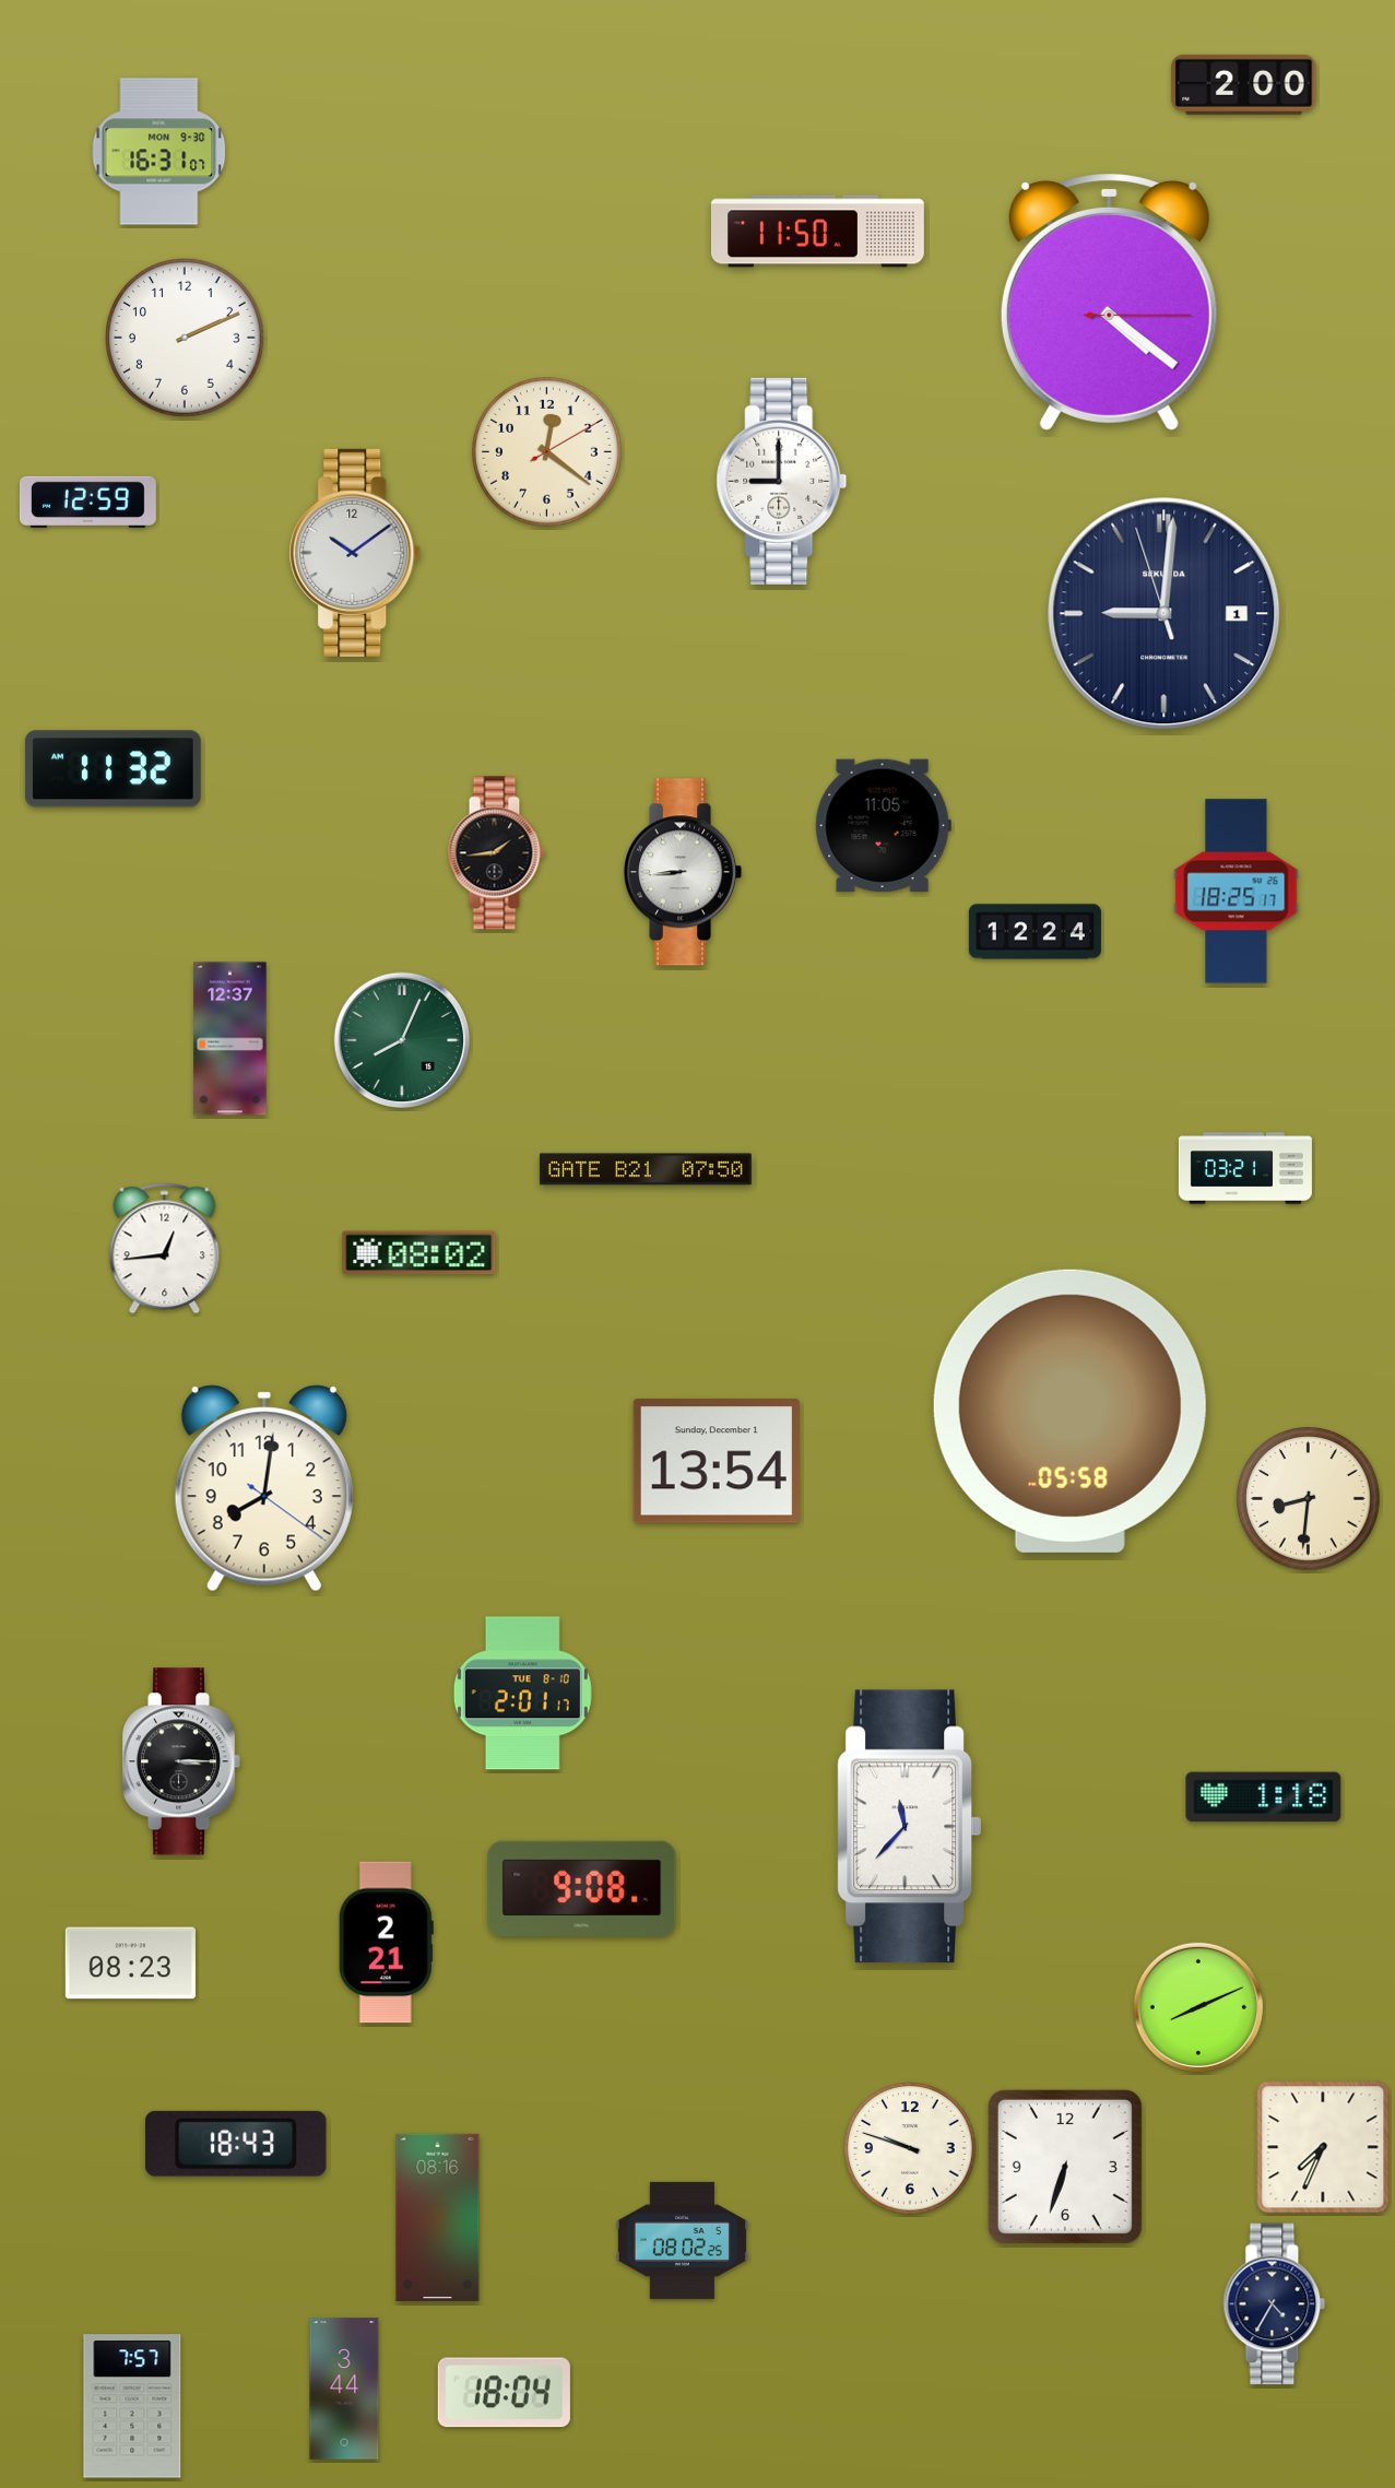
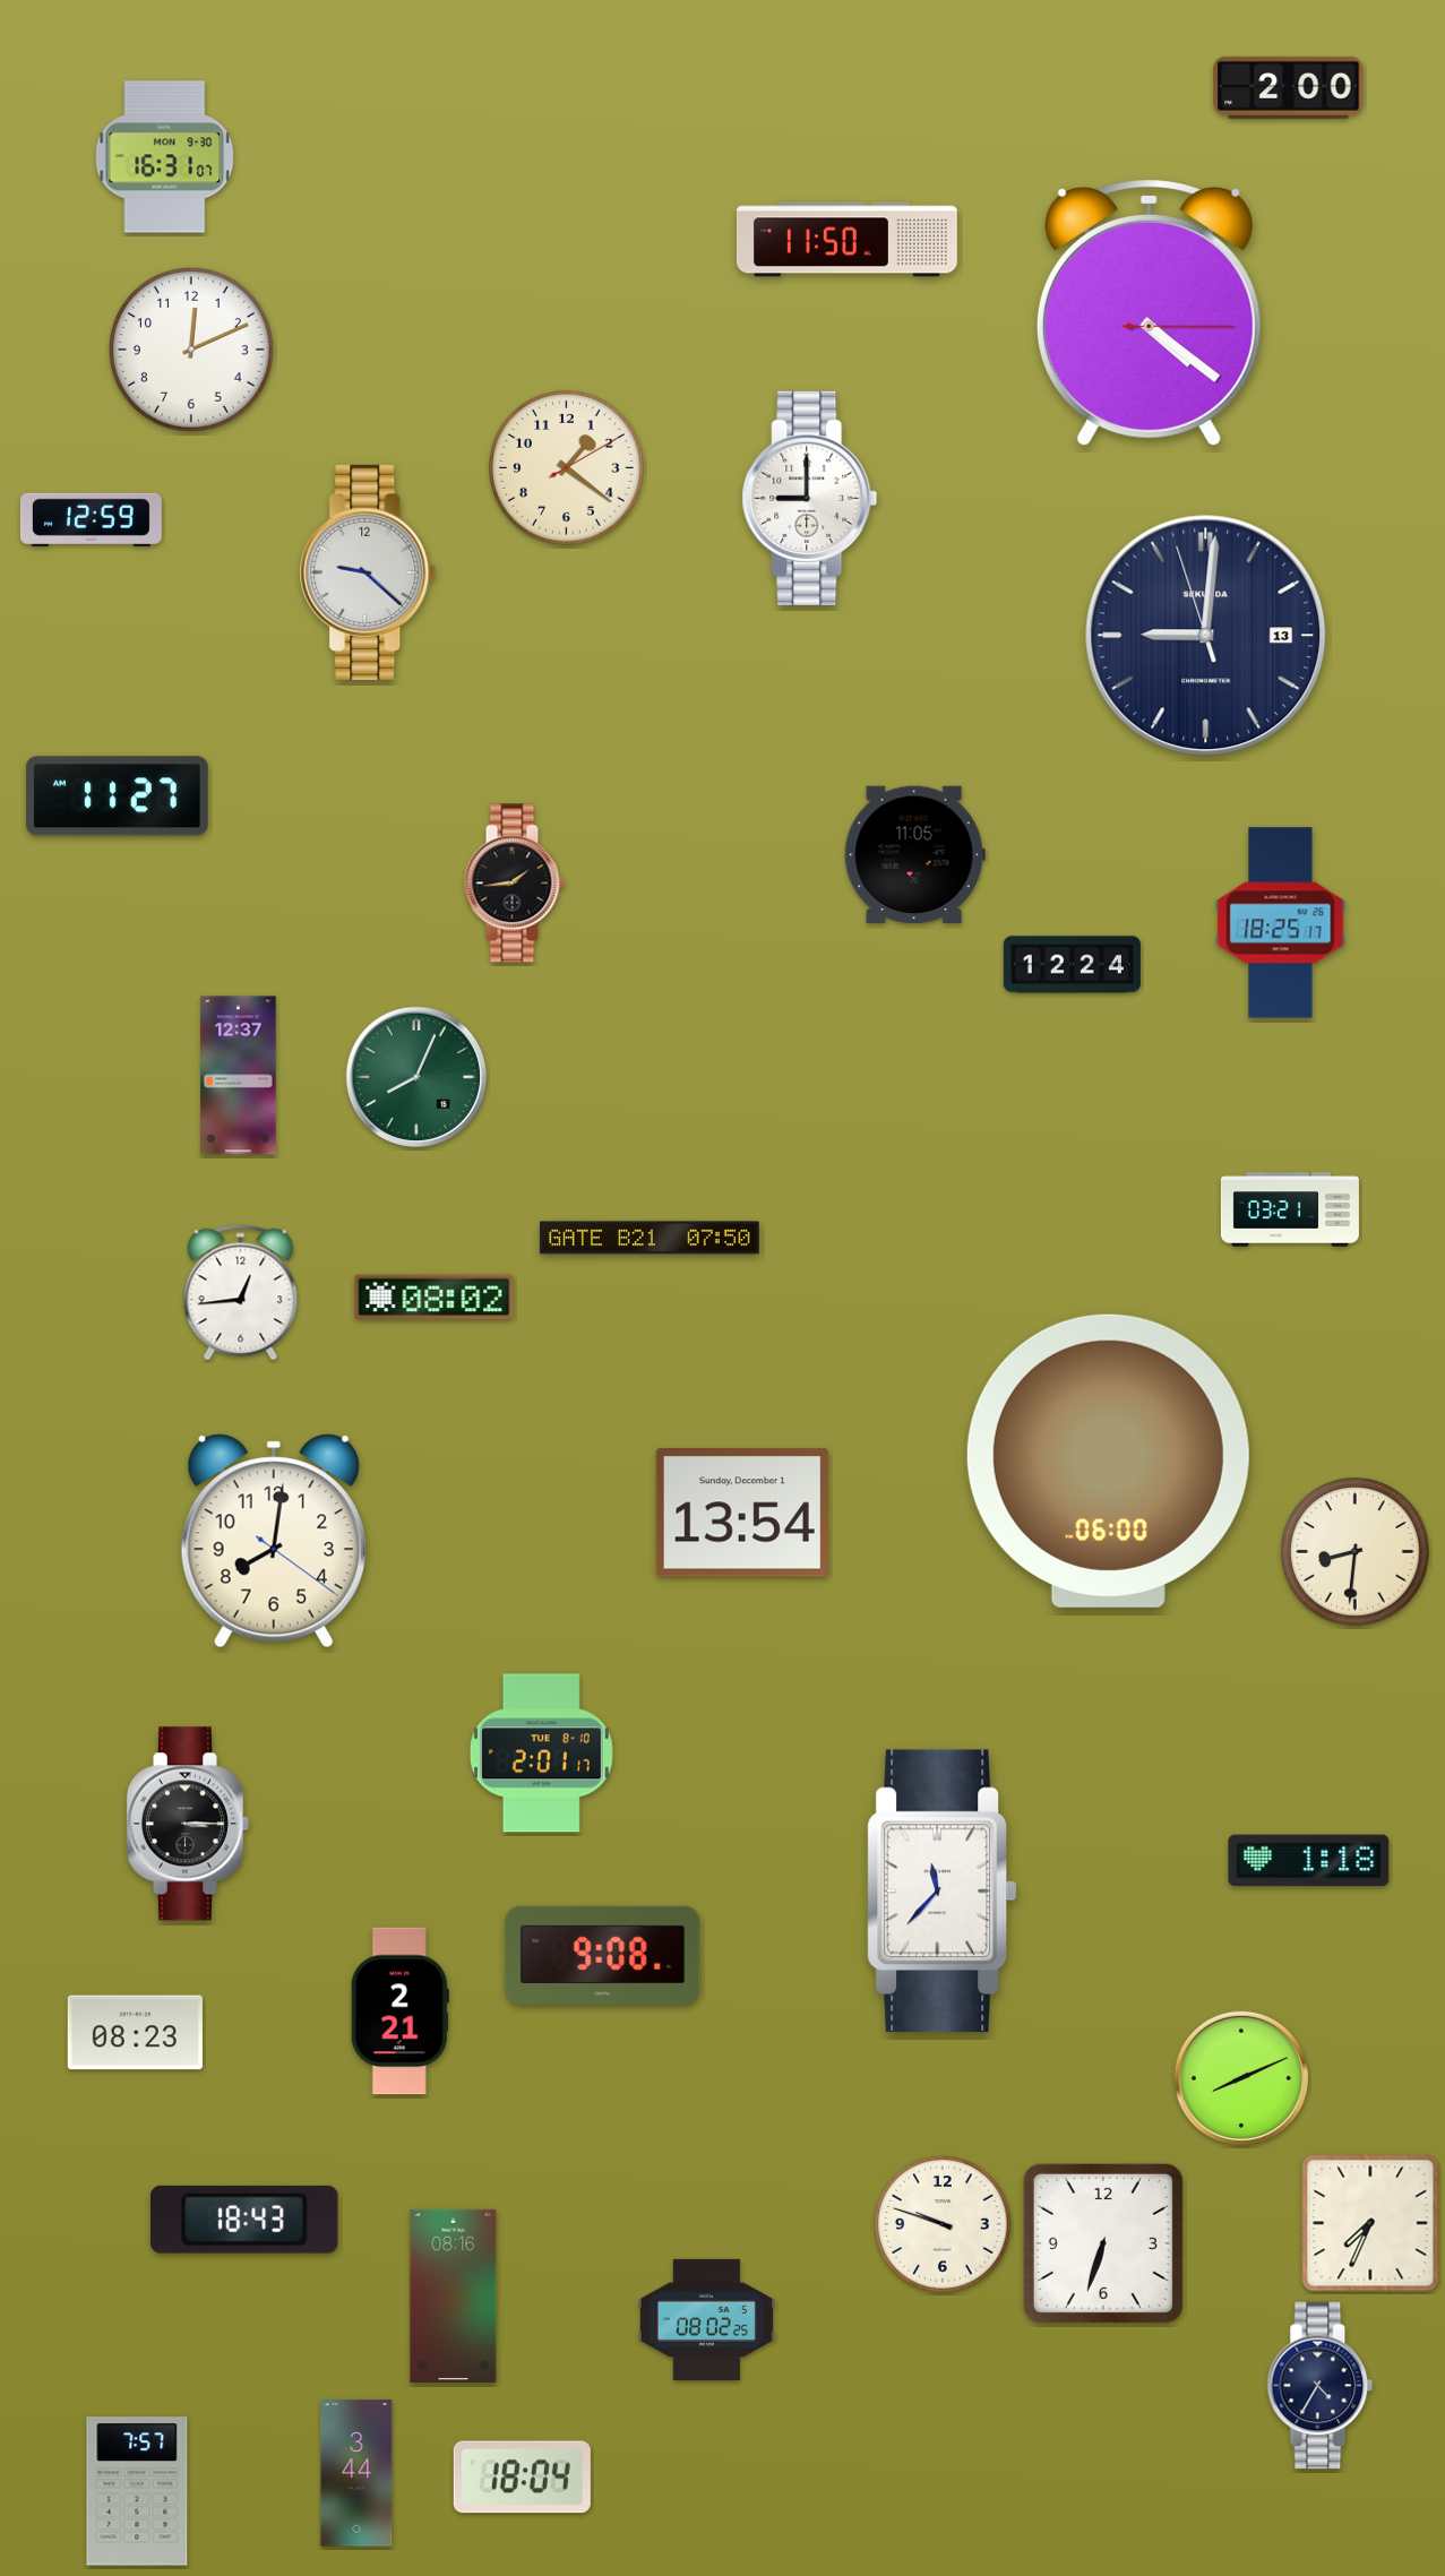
clock at (186, 339): 2:11 -> 12:11
clock at (547, 452): 12:21 -> 1:21
clock at (355, 553): 10:09 -> 9:22
clock at (1165, 614) date: 1 -> 13
clock at (113, 769): 11:32 -> 11:27
clock at (683, 872): 8:44 -> none
clock at (646, 1169) position: (646, 1169) -> (650, 1238)
clock at (165, 1249) position: (165, 1249) -> (241, 1293)
clock at (1069, 1411): 05:58 -> 06:00
